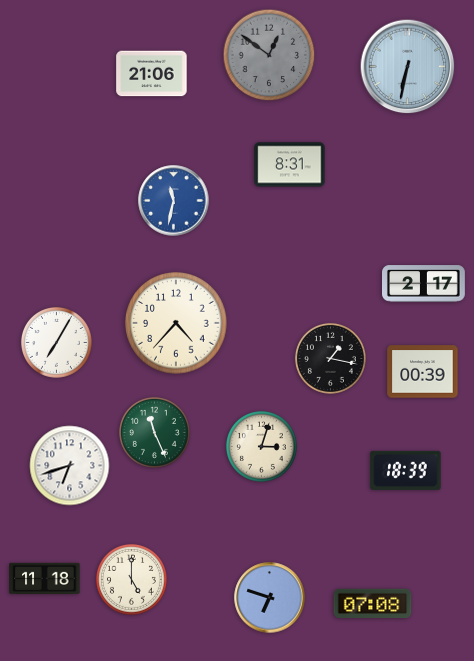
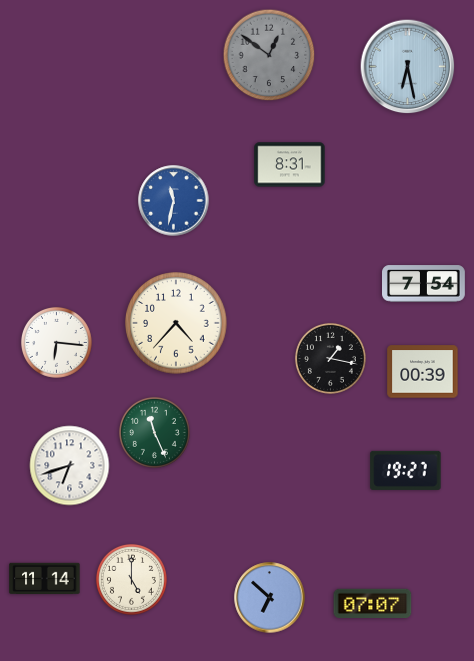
clock at (408, 67): 6:32 -> 6:28
clock at (152, 74): 21:06 -> none
clock at (424, 284): 2:17 -> 7:54
clock at (56, 342): 7:05 -> 6:16
clock at (261, 446): 3:03 -> none
clock at (406, 470): 18:39 -> 19:27
clock at (45, 579): 11:18 -> 11:14
clock at (270, 598): 6:48 -> 6:52
clock at (373, 603): 07:08 -> 07:07
